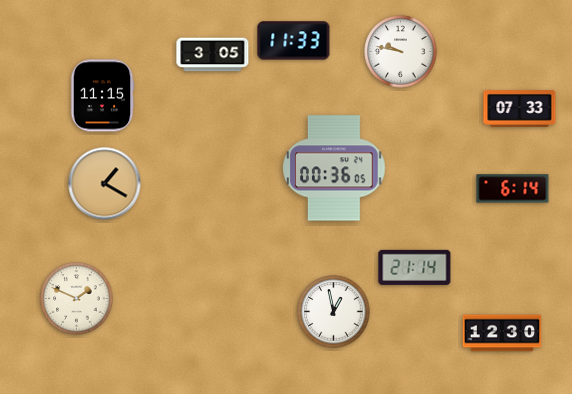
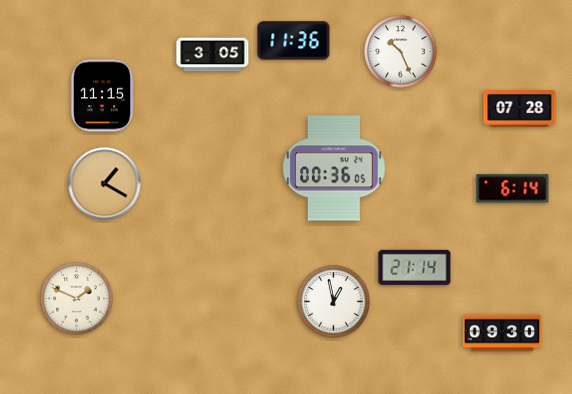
clock at (294, 41): 11:33 -> 11:36
clock at (401, 52): 9:47 -> 10:26
clock at (520, 109): 07:33 -> 07:28
clock at (334, 312) position: (334, 312) -> (334, 302)
clock at (502, 333): 12:30 -> 09:30
